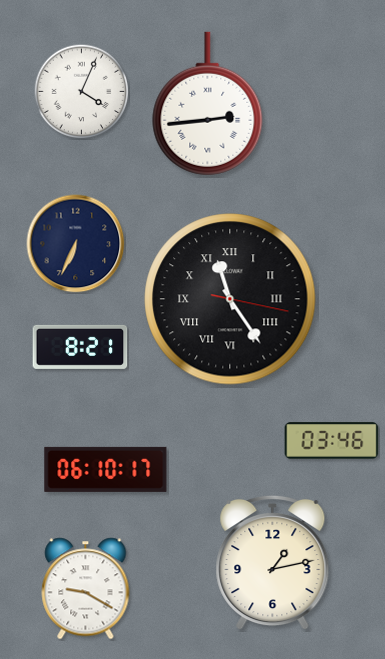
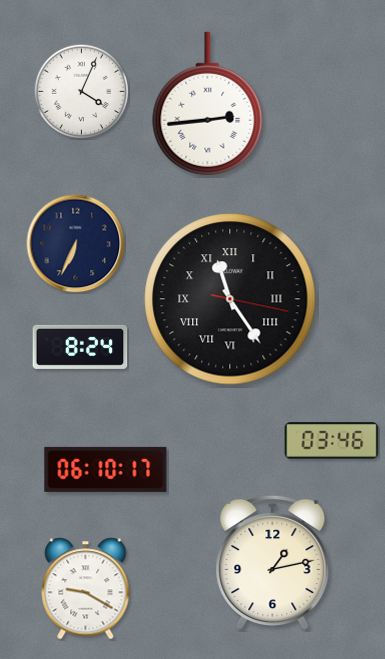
clock at (80, 347): 8:21 -> 8:24
